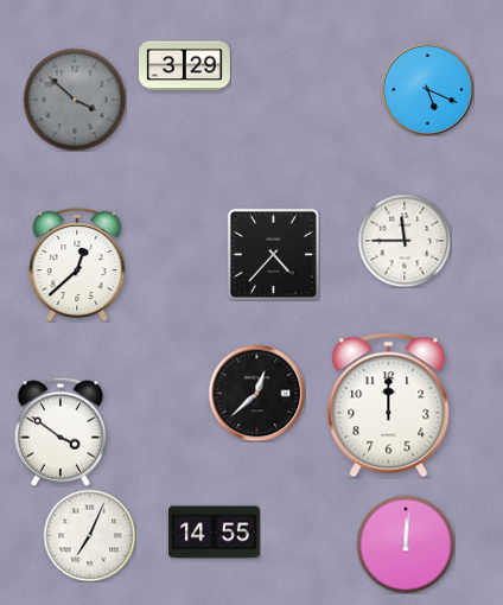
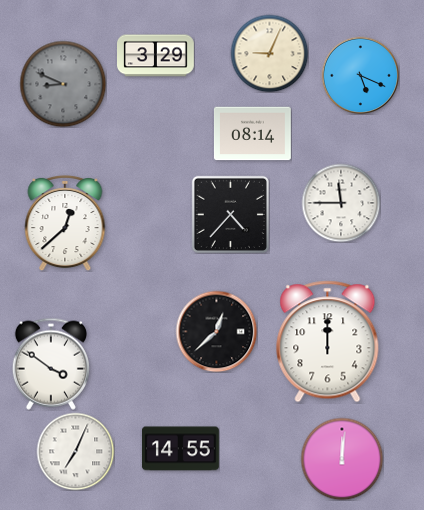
clock at (269, 53): none -> 9:04
clock at (75, 100): 3:52 -> 8:49
clock at (252, 134): none -> 08:14
